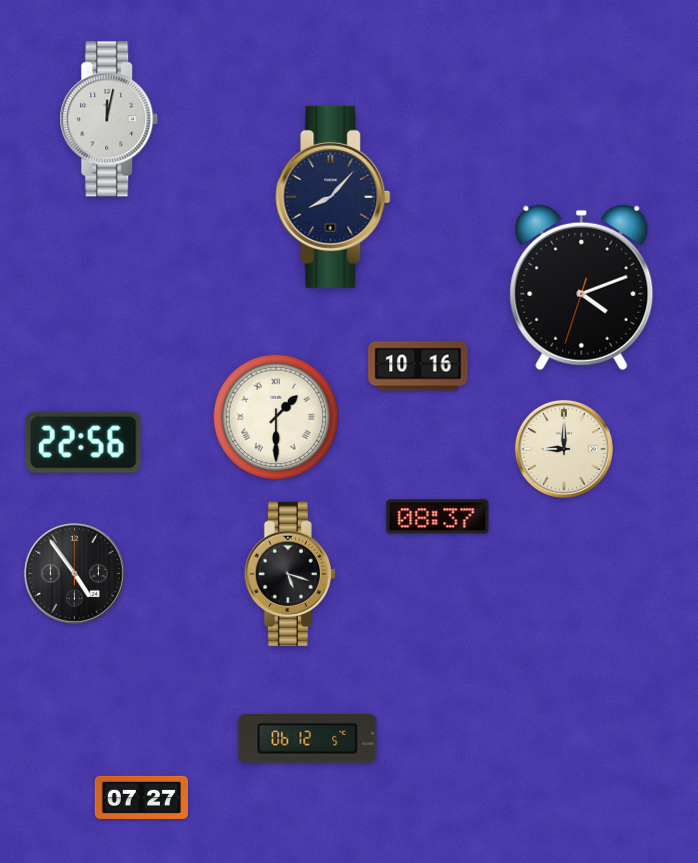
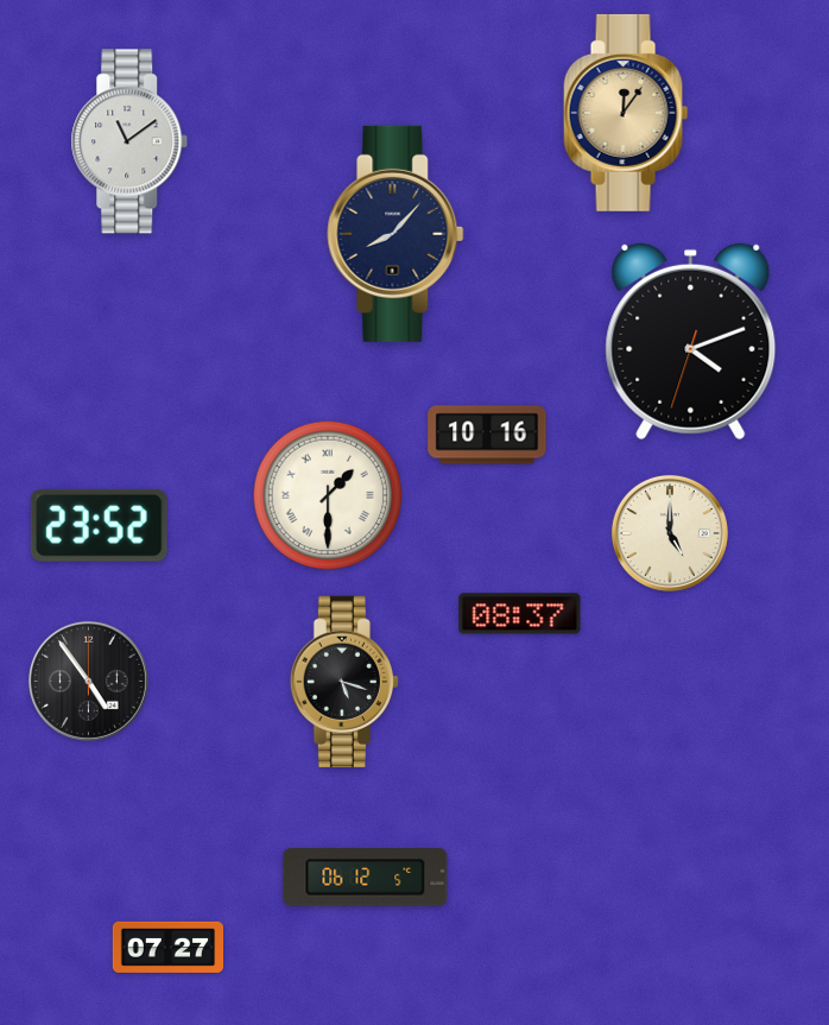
clock at (626, 113): none -> 12:06
clock at (109, 119): 12:02 -> 11:09
clock at (418, 366) position: (418, 366) -> (487, 435)
clock at (83, 442): 22:56 -> 23:52
clock at (564, 449): 9:00 -> 5:00
